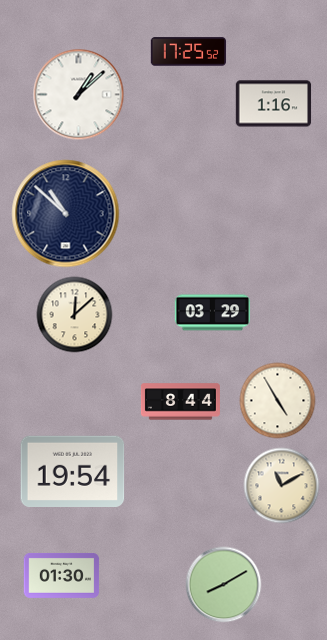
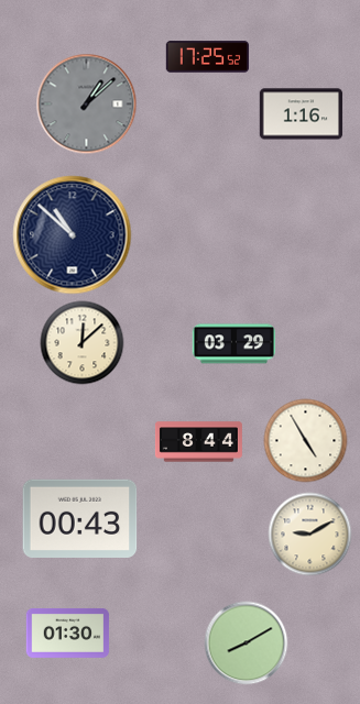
clock at (79, 95) dial: white -> grey
clock at (75, 315) position: (75, 315) -> (83, 343)
clock at (73, 471): 19:54 -> 00:43
clock at (282, 486): 11:10 -> 9:10
